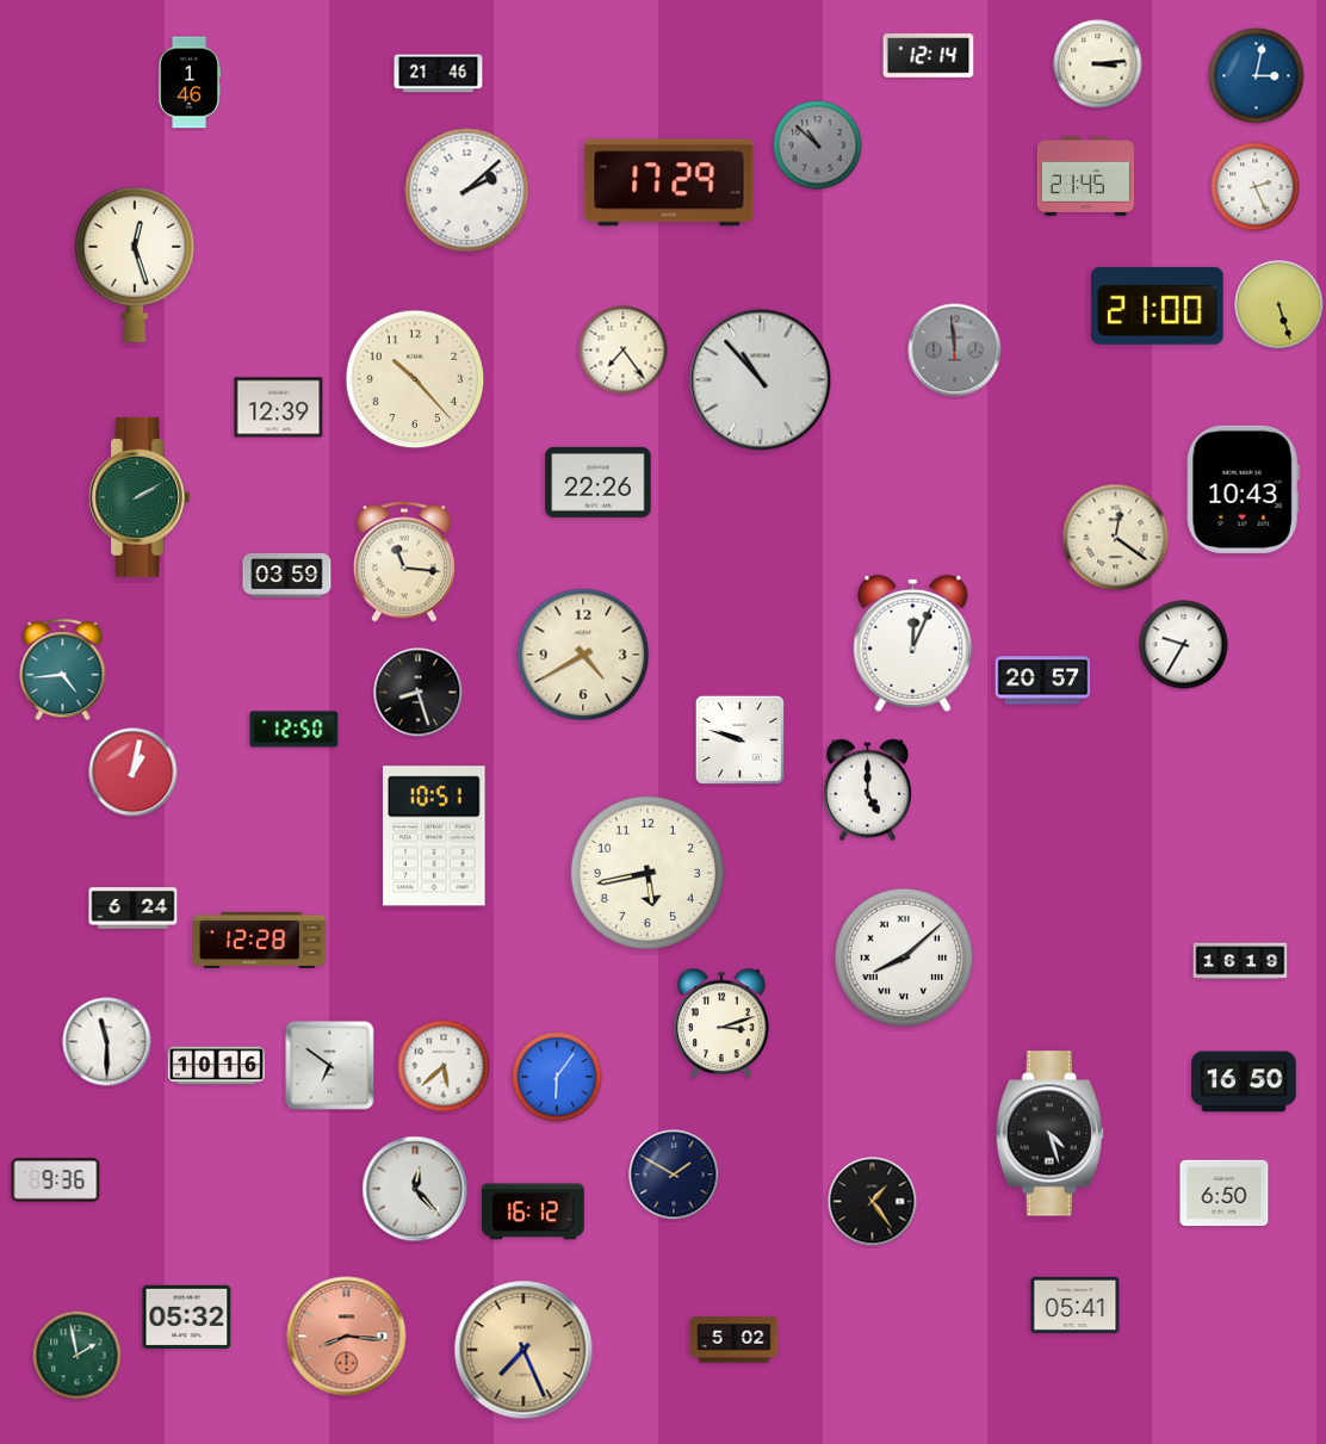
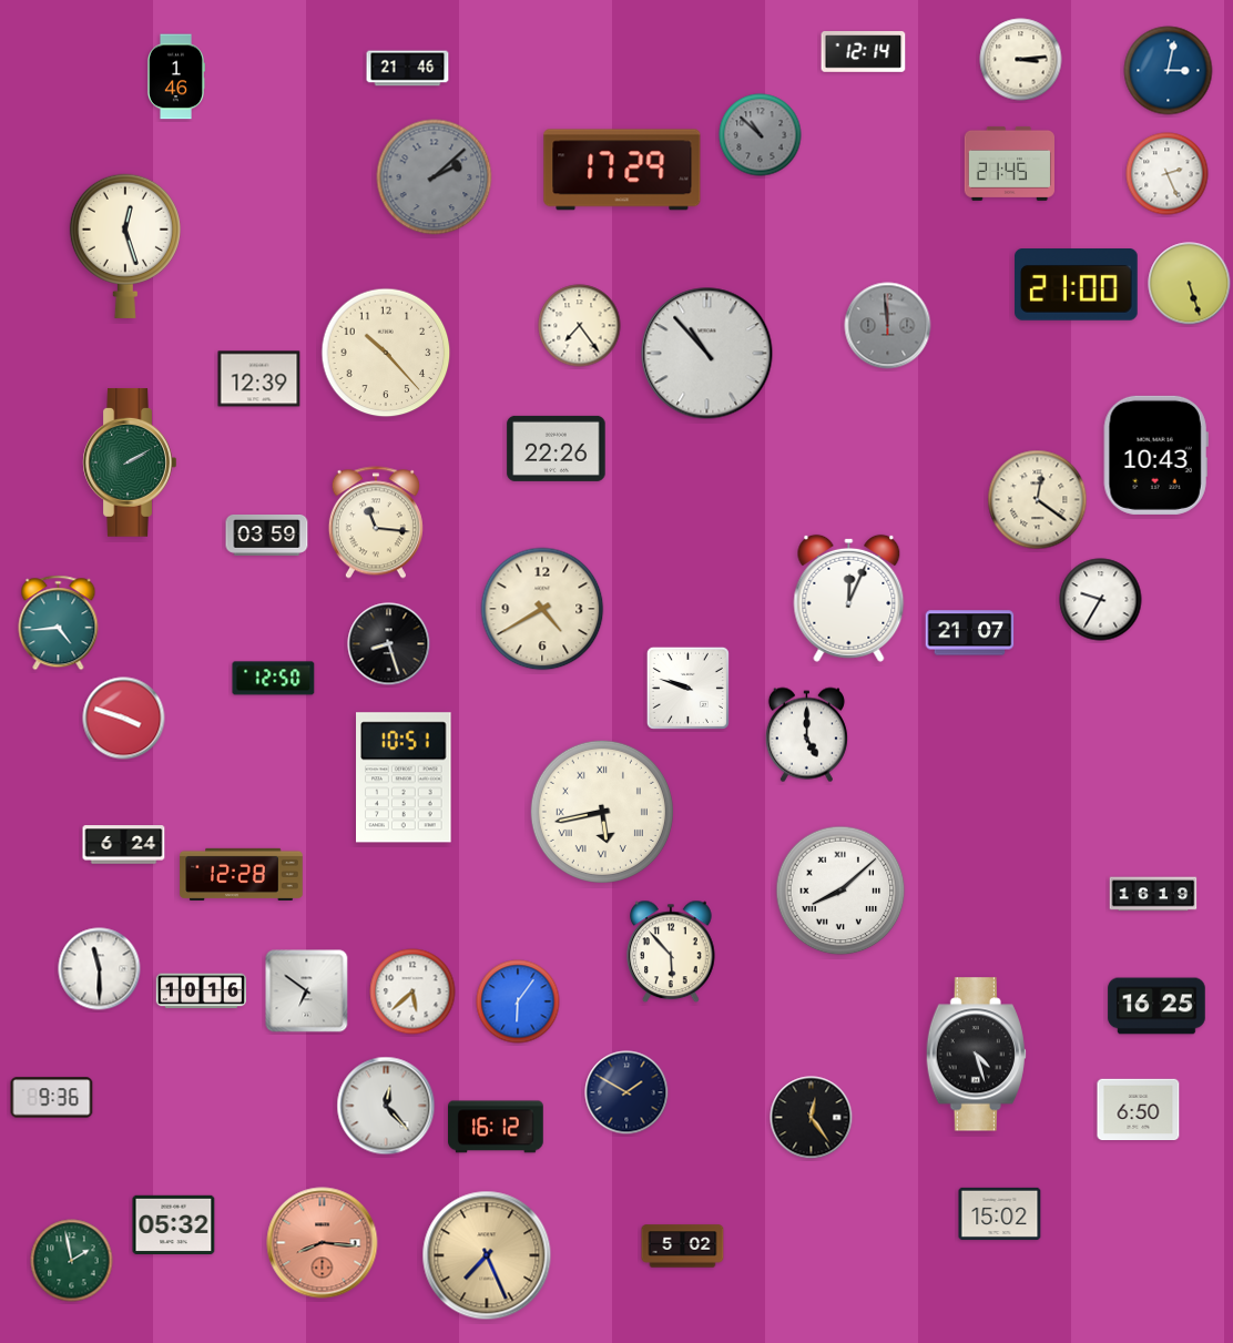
clock at (467, 191) dial: white -> grey
clock at (1043, 681): 20:57 -> 21:07
clock at (134, 773): 1:02 -> 3:48
clock at (647, 873) numerals: Arabic -> Roman
clock at (721, 1023): 3:12 -> 5:53
clock at (1244, 1082): 16:50 -> 16:25
clock at (873, 1202): 1:24 -> 12:24
clock at (1076, 1304): 05:41 -> 15:02
